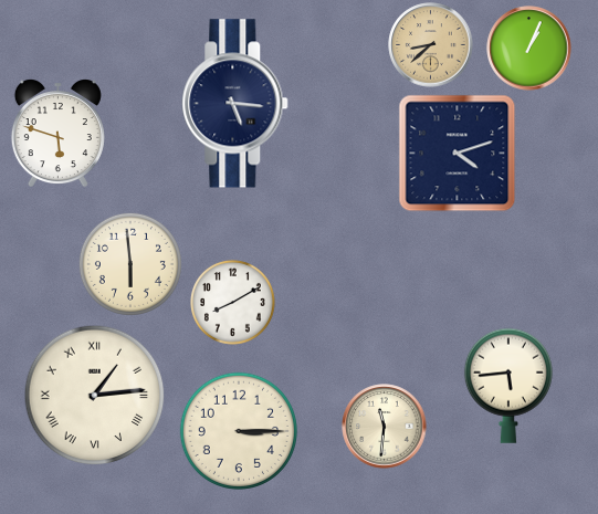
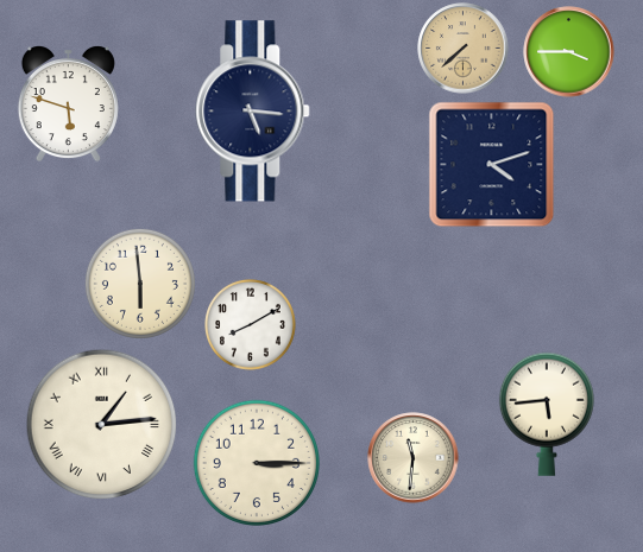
clock at (431, 45): 8:38 -> 7:38
clock at (529, 49): 1:04 -> 3:45
clock at (57, 134) position: (57, 134) -> (68, 104)
